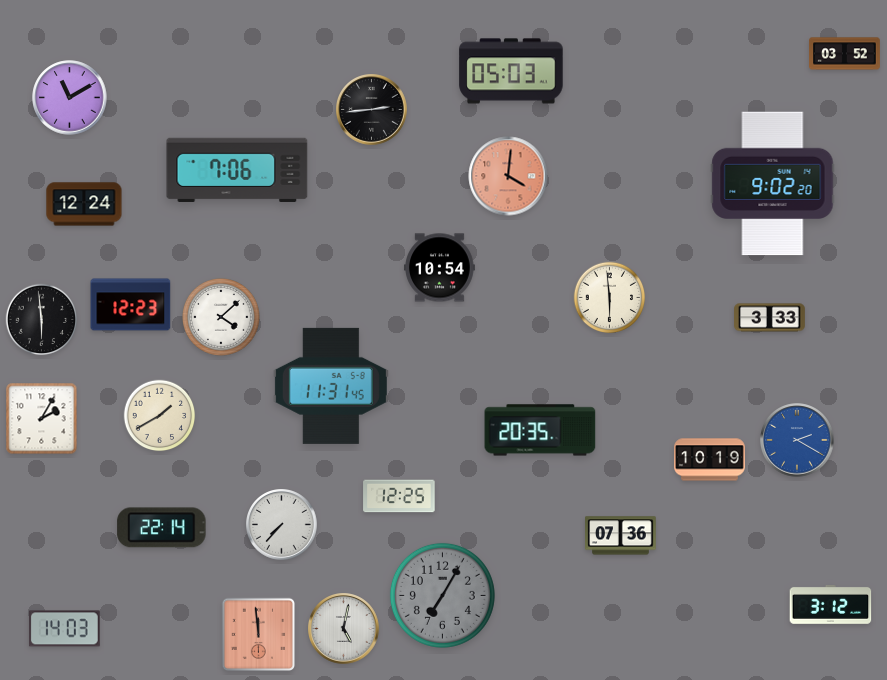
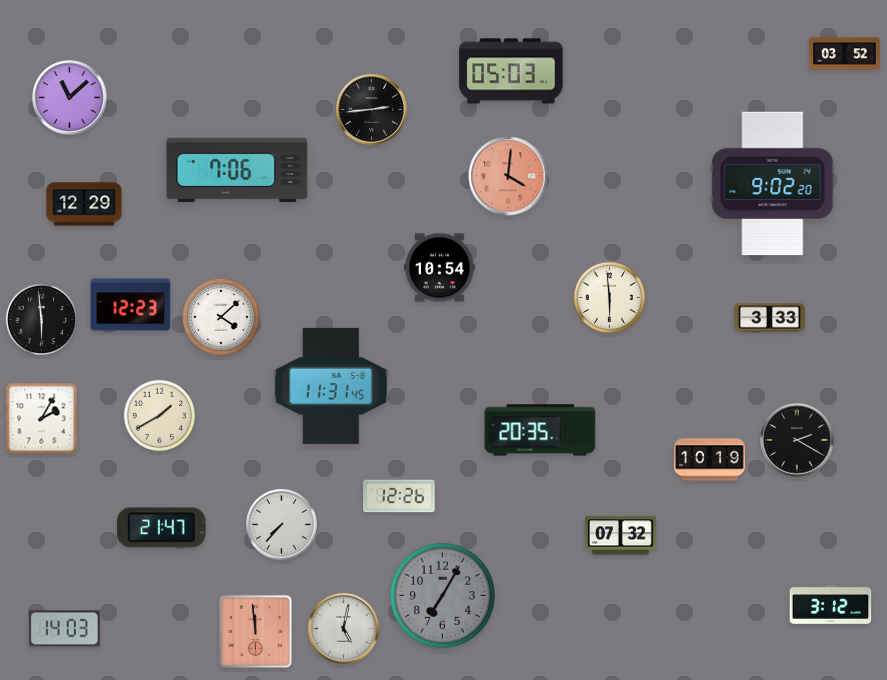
clock at (70, 98): 11:10 -> 11:08
clock at (84, 204): 12:24 -> 12:29
clock at (797, 440) dial: blue -> black
clock at (399, 496): 12:25 -> 12:26
clock at (162, 528): 22:14 -> 21:47
clock at (621, 536): 07:36 -> 07:32
clock at (259, 635) position: (259, 635) -> (256, 632)
